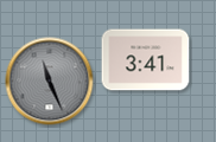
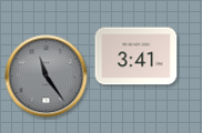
clock at (50, 82): 11:26 -> 11:24
